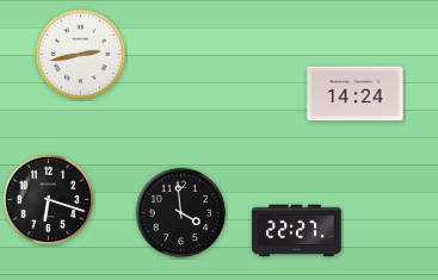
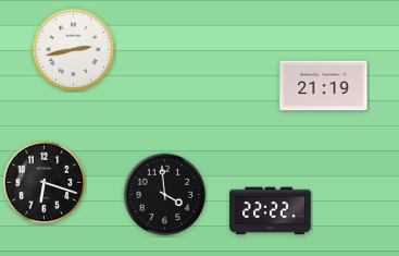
clock at (356, 94): 14:24 -> 21:19
clock at (297, 231): 22:27 -> 22:22
